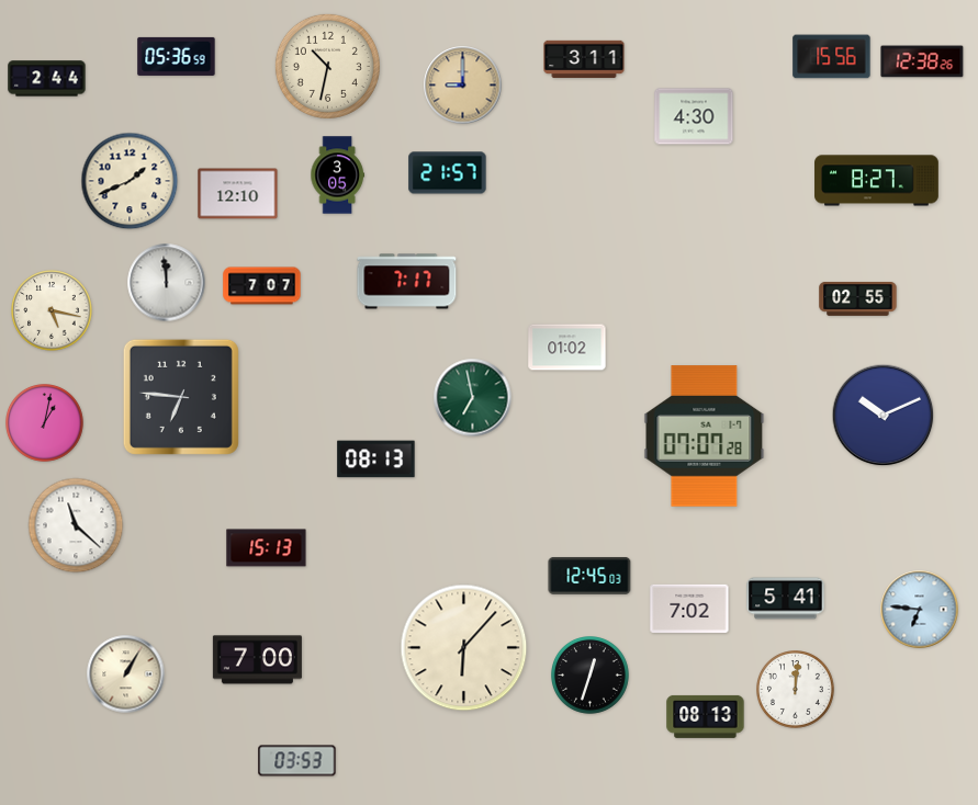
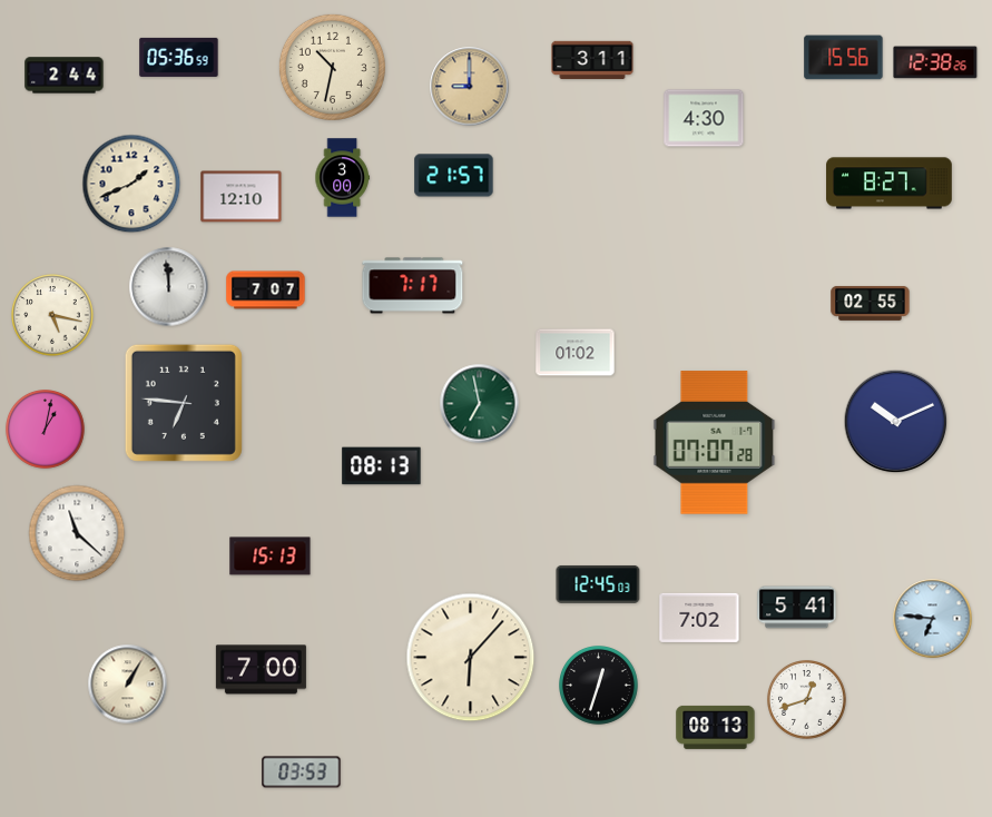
clock at (47, 79) position: (47, 79) -> (65, 76)
clock at (337, 175): 3:05 -> 3:00
clock at (796, 690): 12:01 -> 12:42
